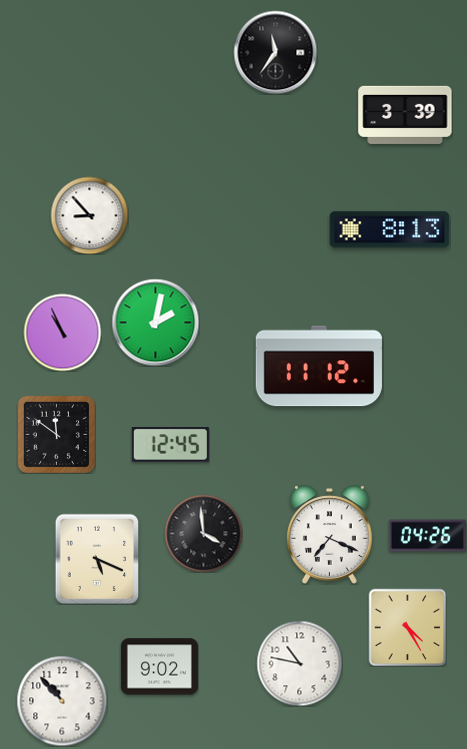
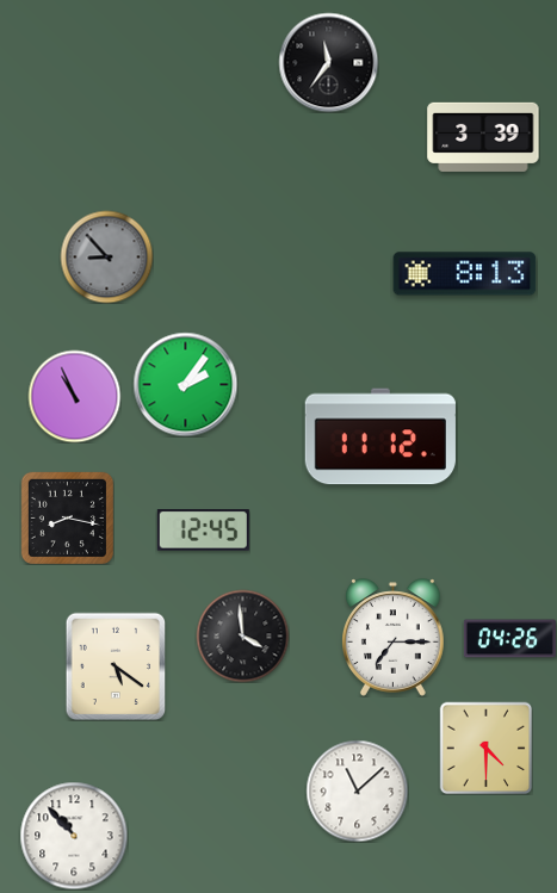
clock at (89, 215) dial: white -> grey
clock at (155, 322): 2:02 -> 2:06
clock at (56, 434): 11:51 -> 8:17
clock at (330, 535): 7:19 -> 7:15
clock at (97, 559): 5:19 -> 5:21
clock at (407, 627): 4:25 -> 4:30
clock at (299, 663): 10:47 -> 11:08
clock at (159, 667): 9:02 -> none
